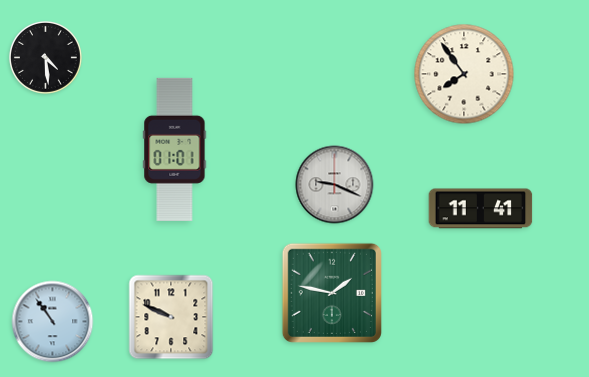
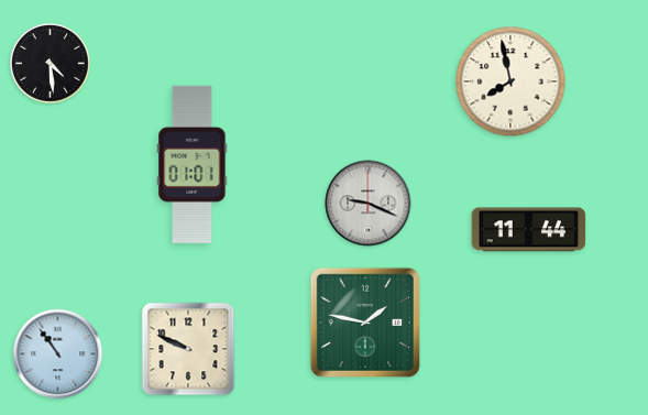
clock at (464, 74): 7:54 -> 7:58
clock at (481, 209): 11:41 -> 11:44
